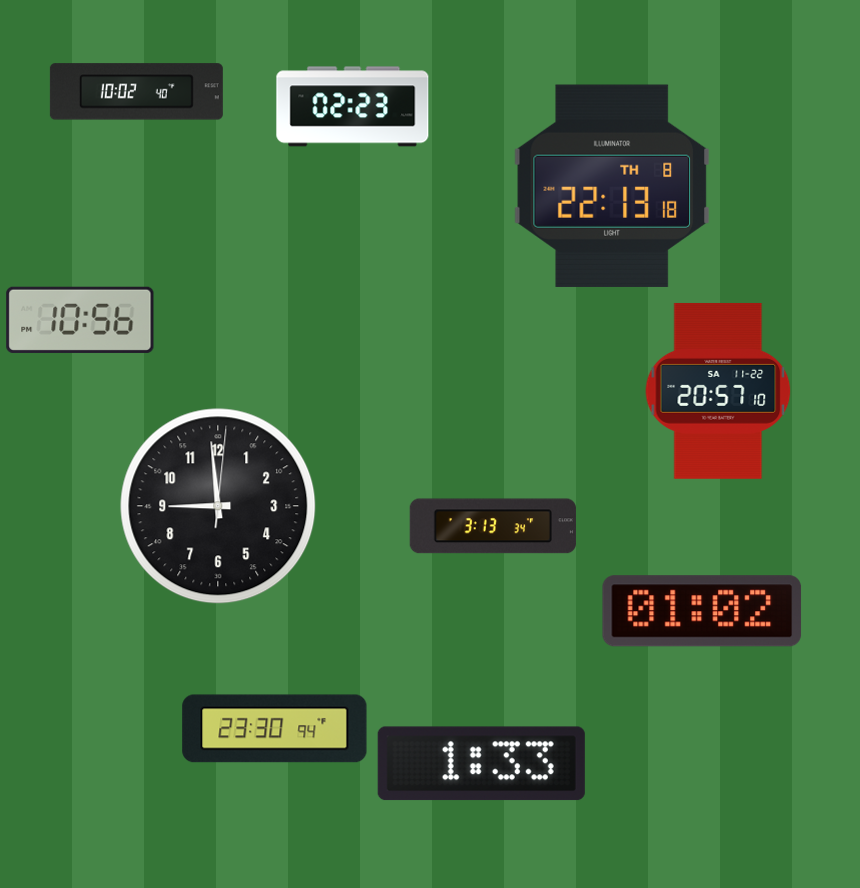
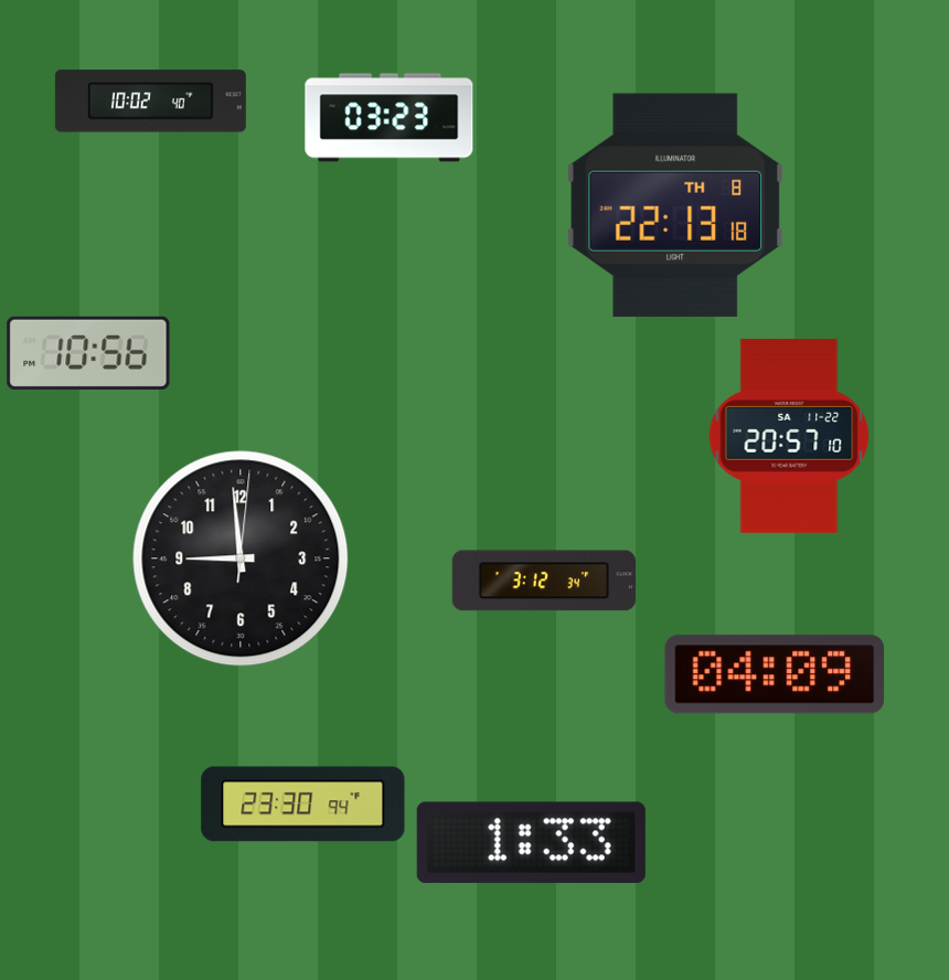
clock at (353, 107): 02:23 -> 03:23
clock at (718, 391) position: (718, 391) -> (789, 436)
clock at (492, 526): 3:13 -> 3:12
clock at (702, 611): 01:02 -> 04:09
